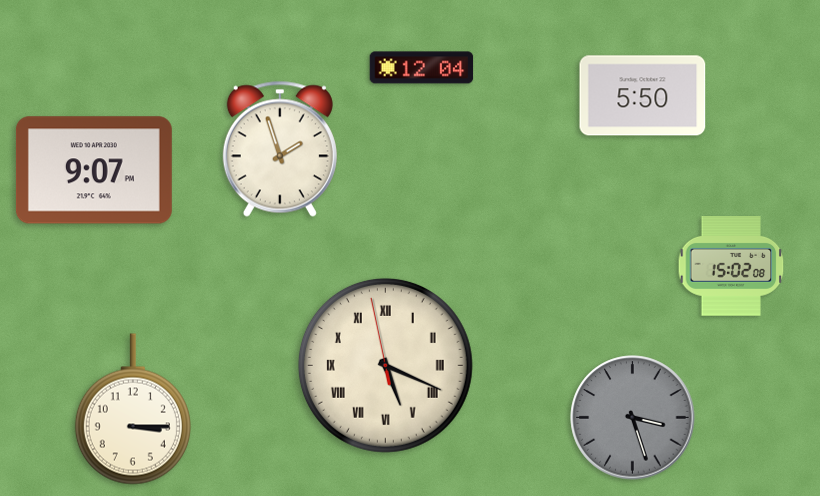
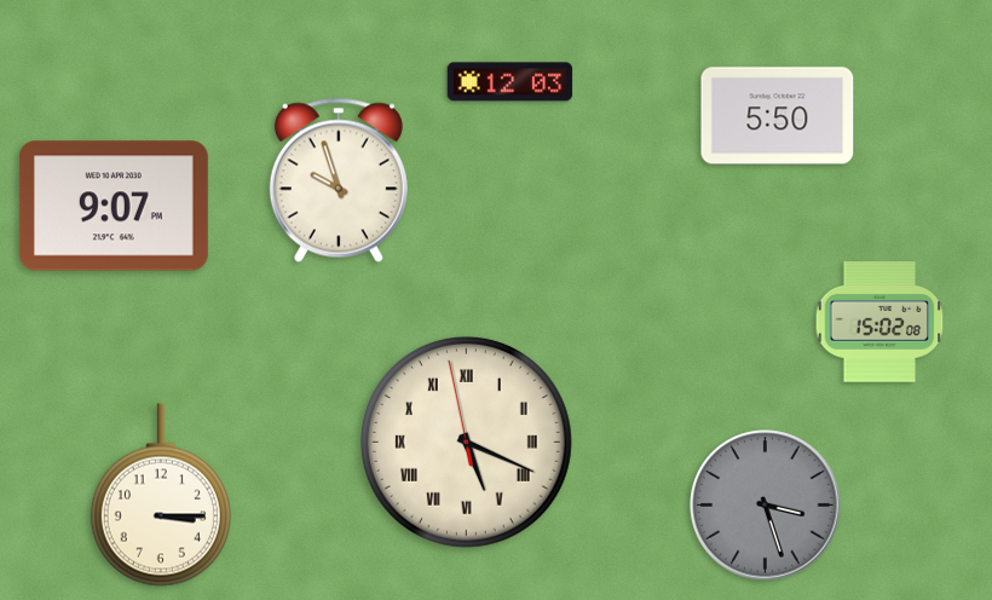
clock at (422, 68): 12:04 -> 12:03
clock at (280, 149): 1:57 -> 9:57
clock at (731, 267) position: (731, 267) -> (879, 323)
